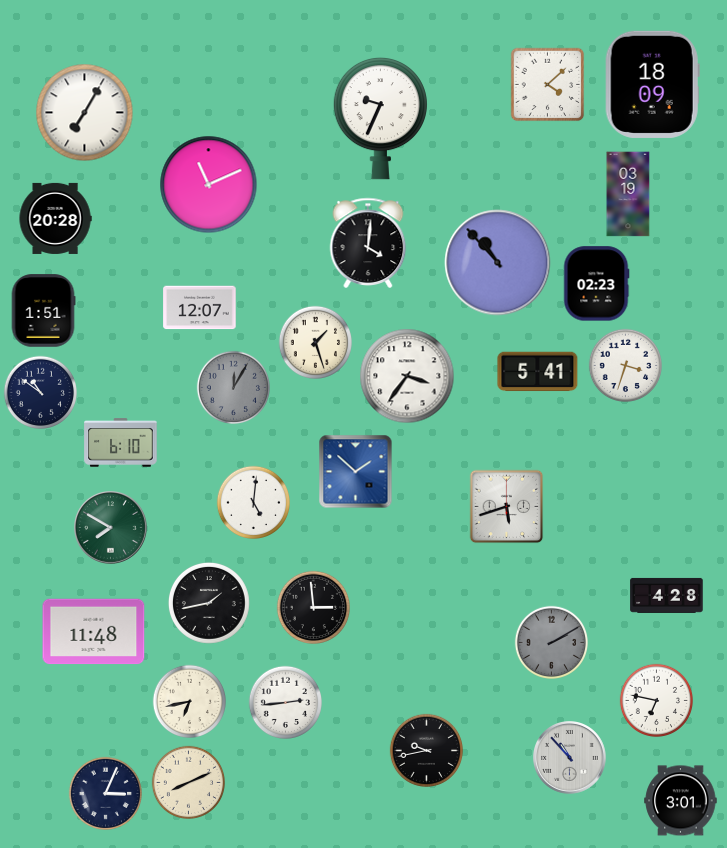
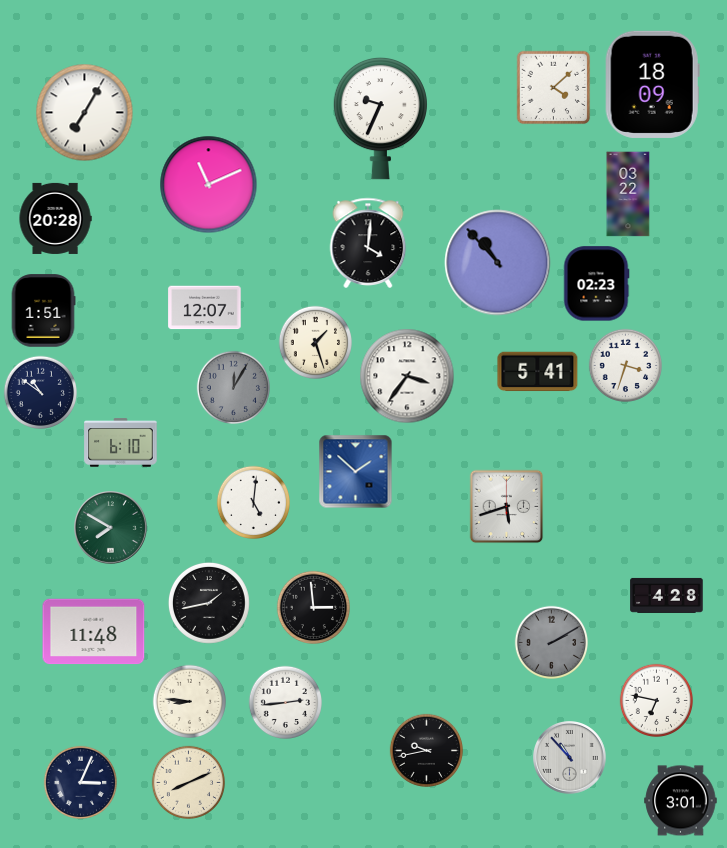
clock at (548, 85) position: (548, 85) -> (554, 88)
clock at (628, 194): 03:19 -> 03:22
clock at (200, 308) position: (200, 308) -> (205, 308)
clock at (189, 701): 6:43 -> 8:46
clock at (105, 793) position: (105, 793) -> (80, 782)
